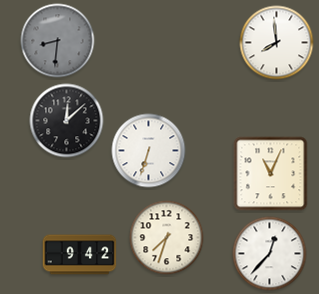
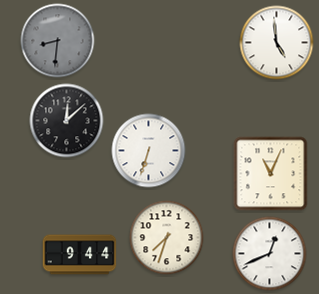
clock at (277, 43): 7:59 -> 4:59
clock at (270, 254): 12:37 -> 12:41
clock at (80, 255): 9:42 -> 9:44
